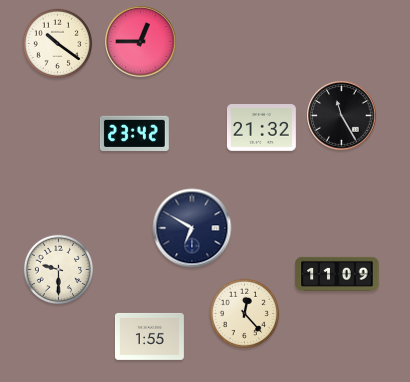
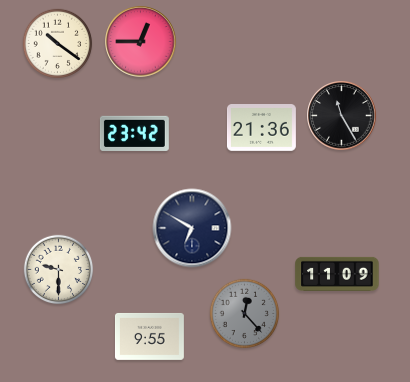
clock at (261, 128): 21:32 -> 21:36
clock at (245, 314) dial: cream -> grey
clock at (149, 336): 1:55 -> 9:55
